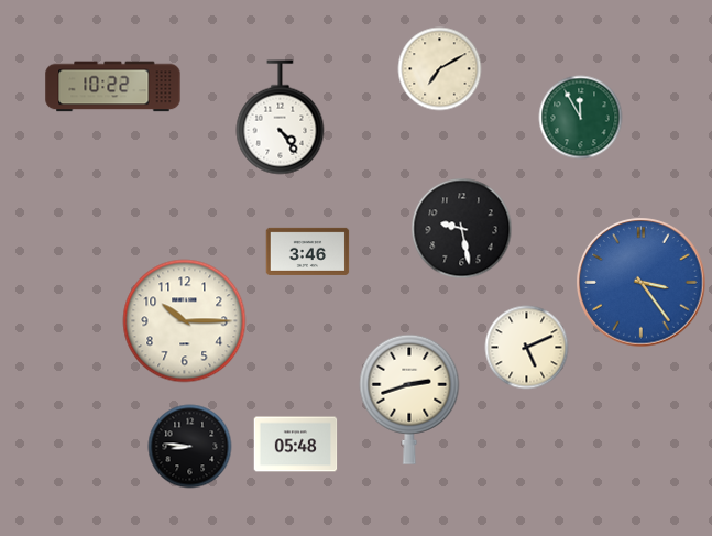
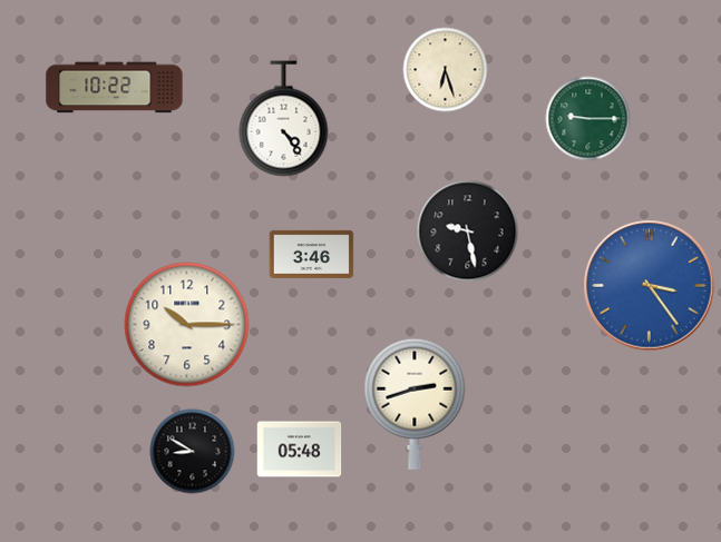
clock at (440, 69): 7:10 -> 6:27
clock at (581, 118): 11:55 -> 9:15
clock at (527, 348): 5:11 -> none
clock at (190, 447): 8:46 -> 8:50
